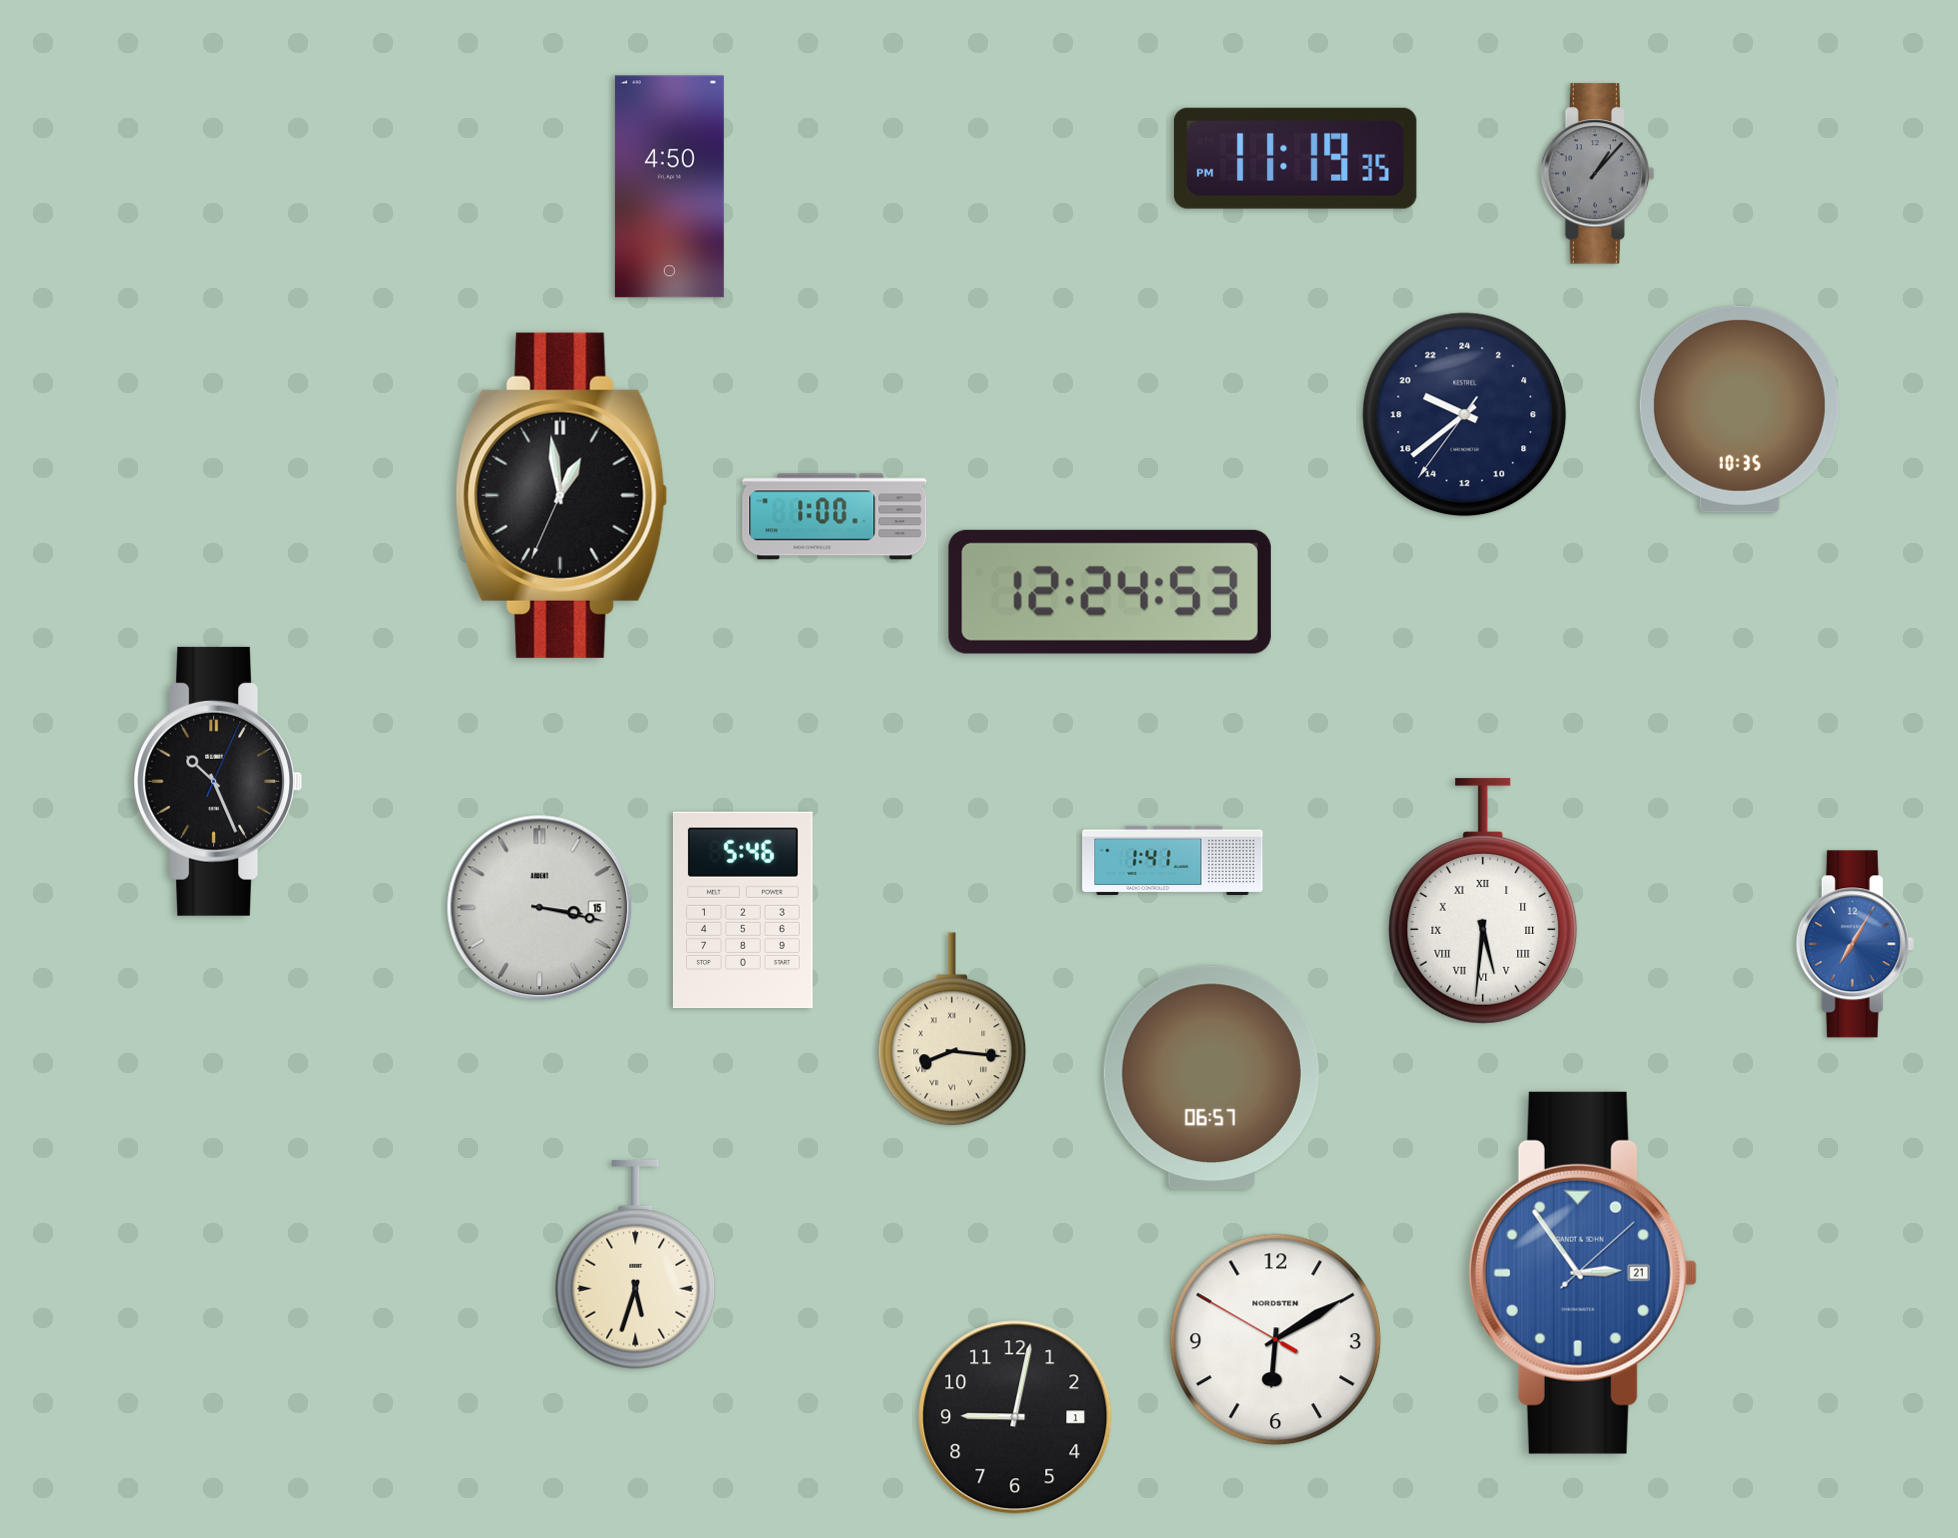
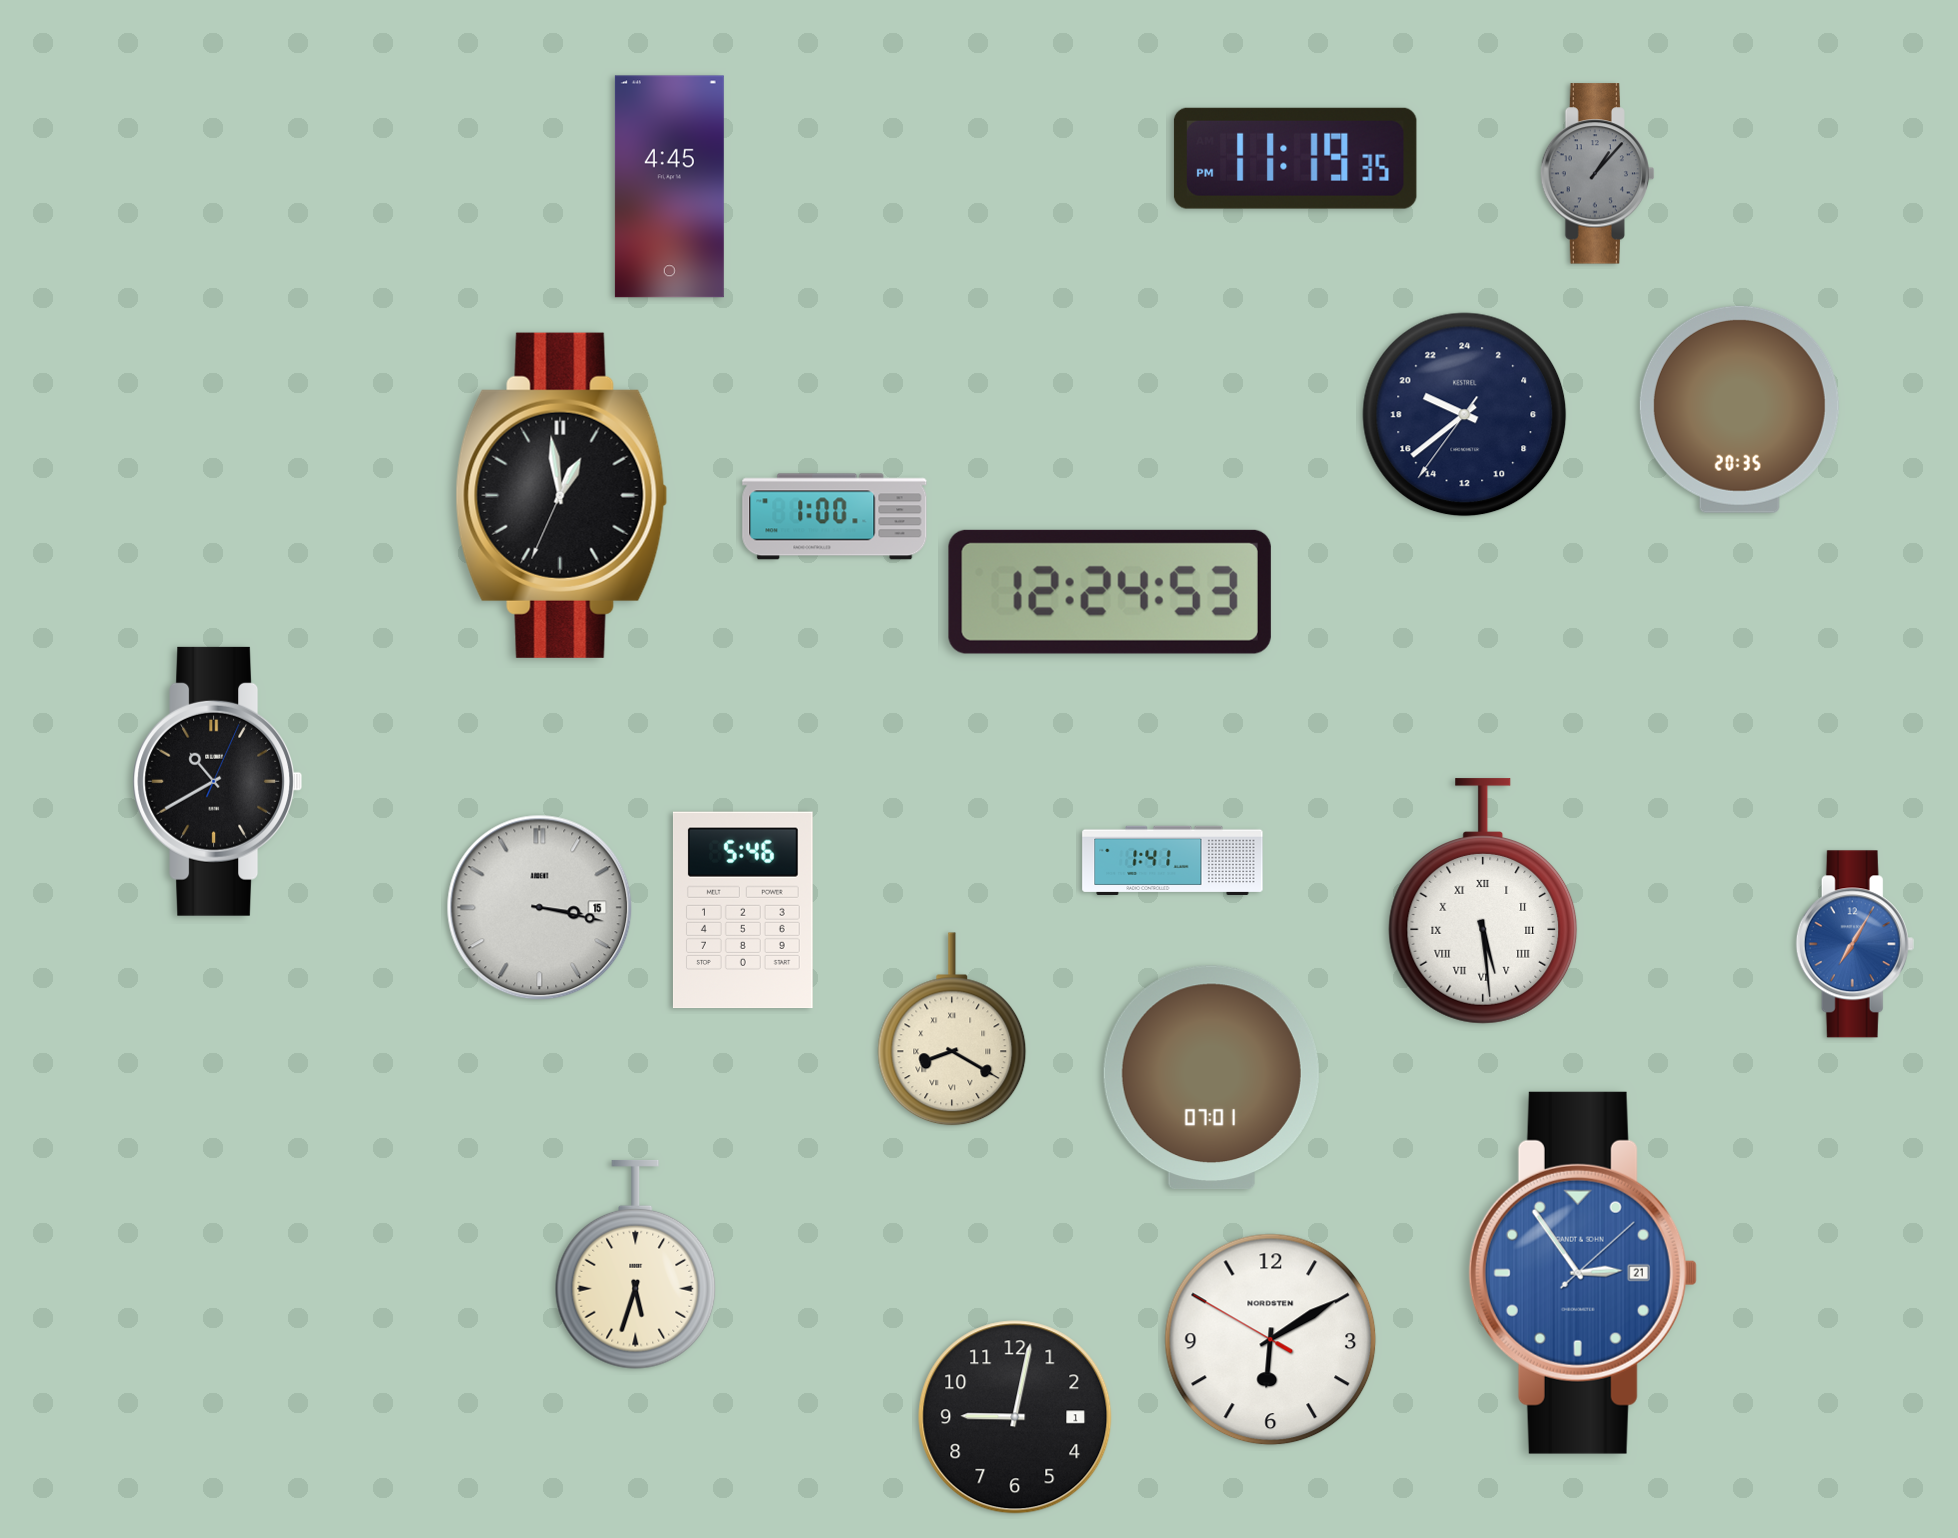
clock at (669, 187): 4:50 -> 4:45
clock at (1739, 409): 10:35 -> 20:35
clock at (217, 781): 10:26 -> 10:40
clock at (1483, 901): 5:31 -> 5:29
clock at (952, 1029): 8:16 -> 8:20
clock at (1211, 1078): 06:57 -> 07:01
clock at (1276, 1340) position: (1276, 1340) -> (1271, 1340)
